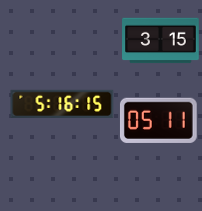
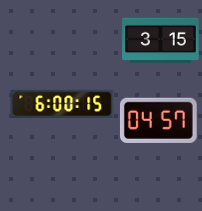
clock at (62, 104): 5:16 -> 6:00
clock at (158, 120): 05:11 -> 04:57
